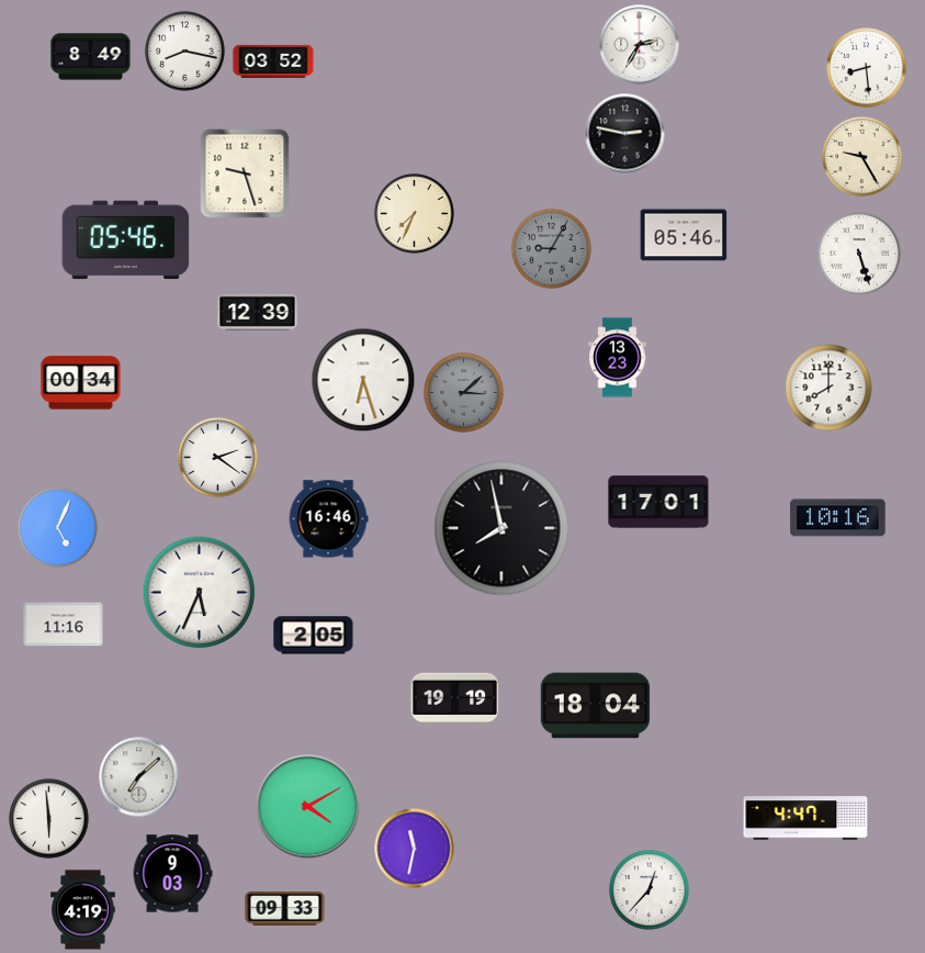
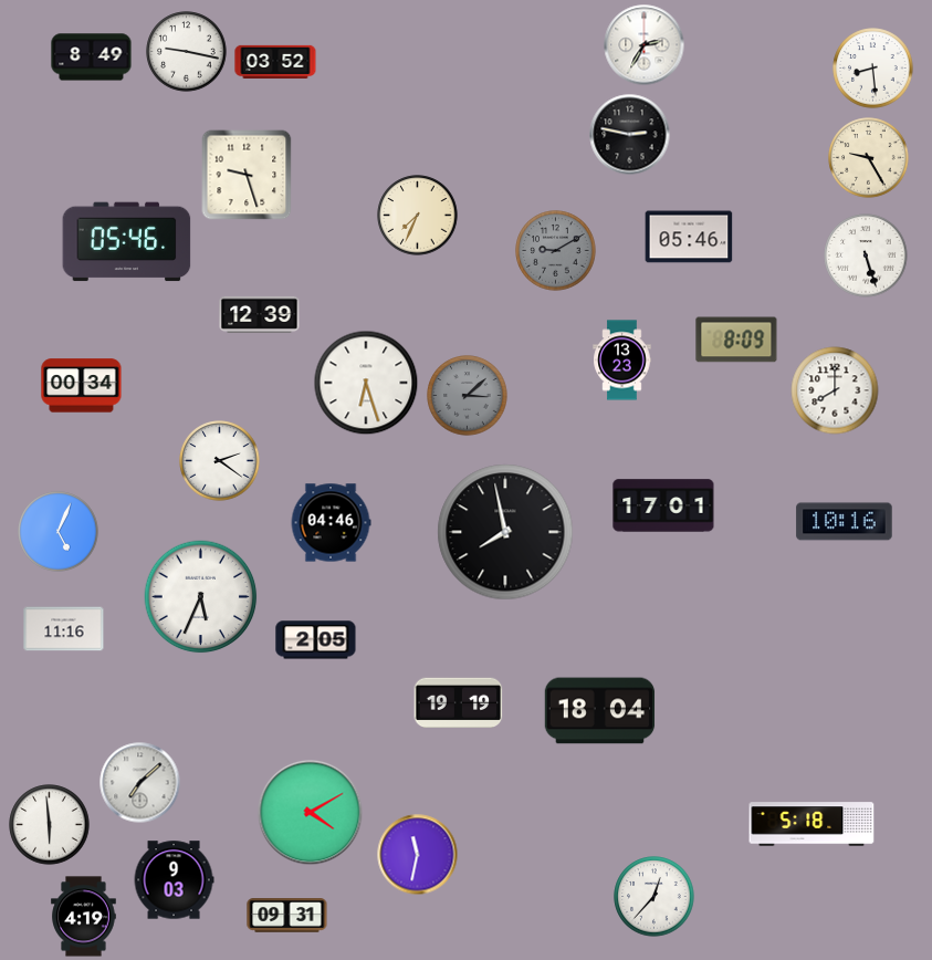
clock at (185, 52): 8:17 -> 9:17
clock at (552, 249): 9:05 -> 9:10
clock at (736, 340): none -> 8:09
clock at (328, 519): 16:46 -> 04:46
clock at (805, 818): 4:47 -> 5:18
clock at (285, 909): 09:33 -> 09:31
